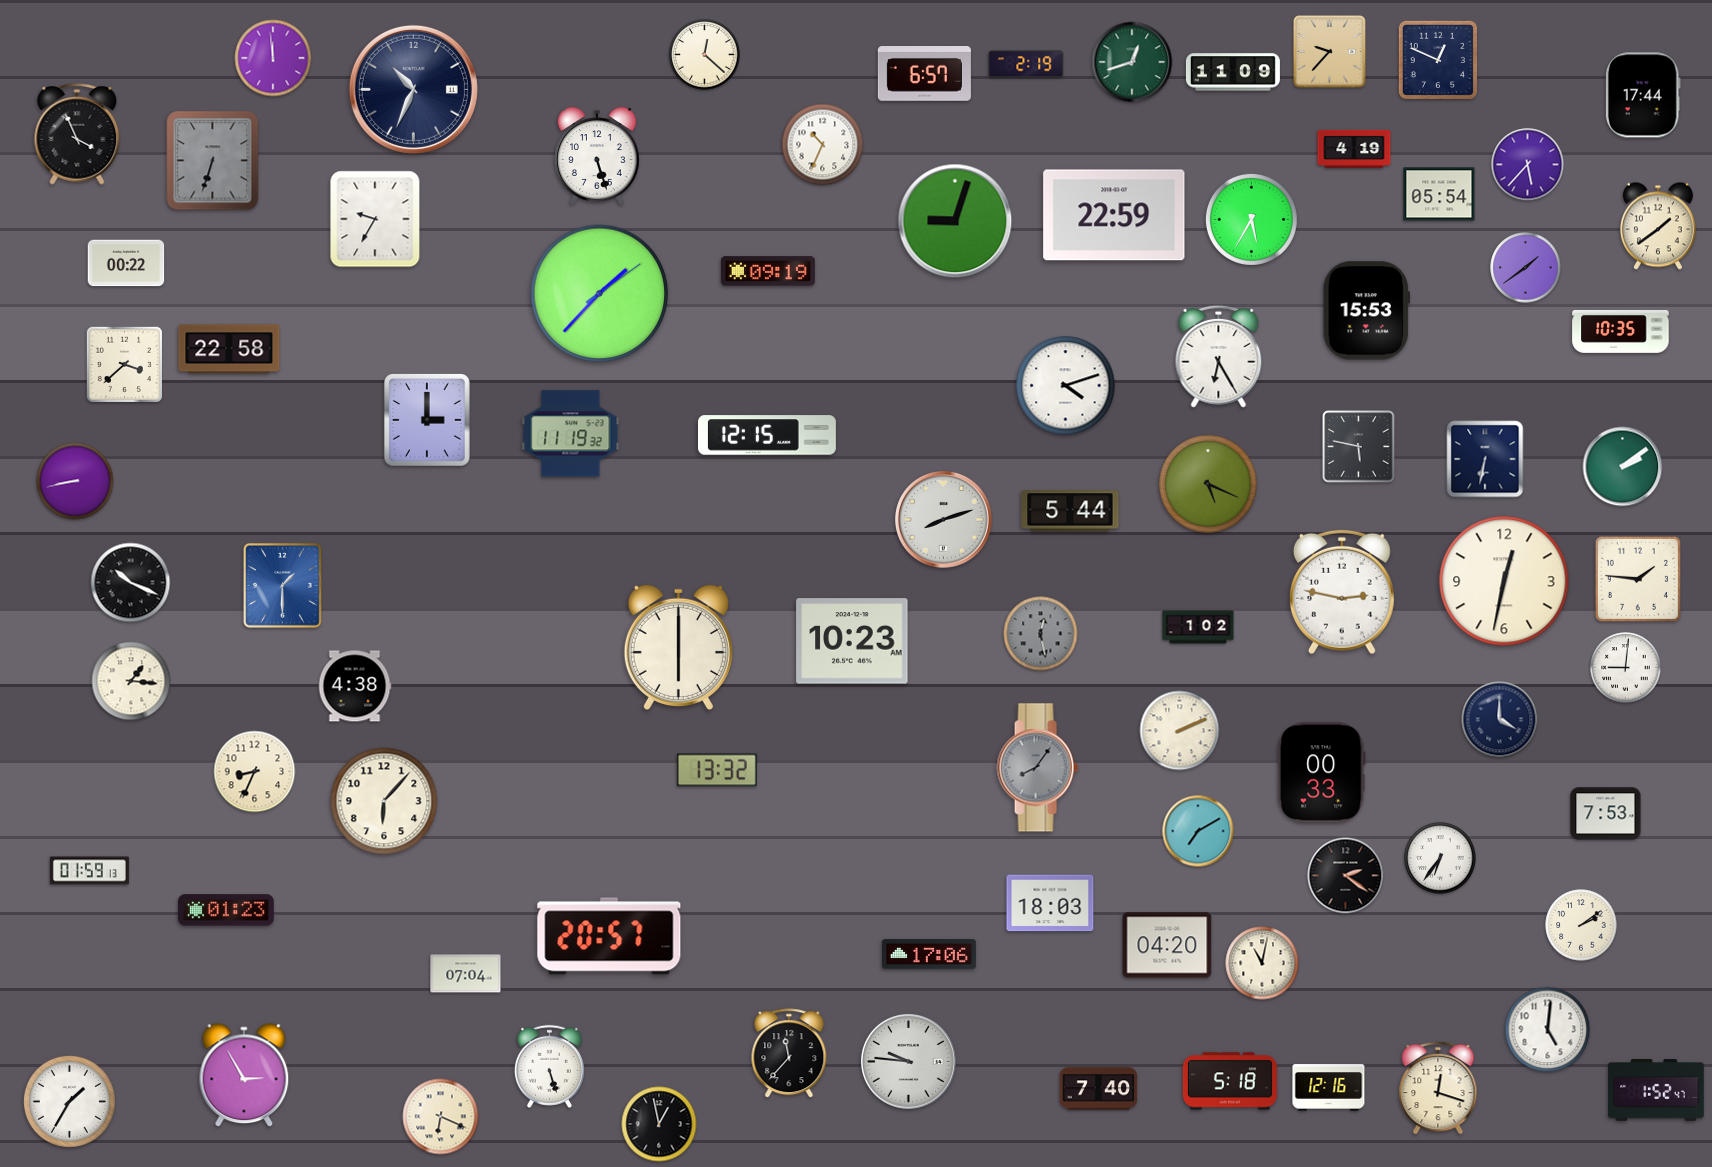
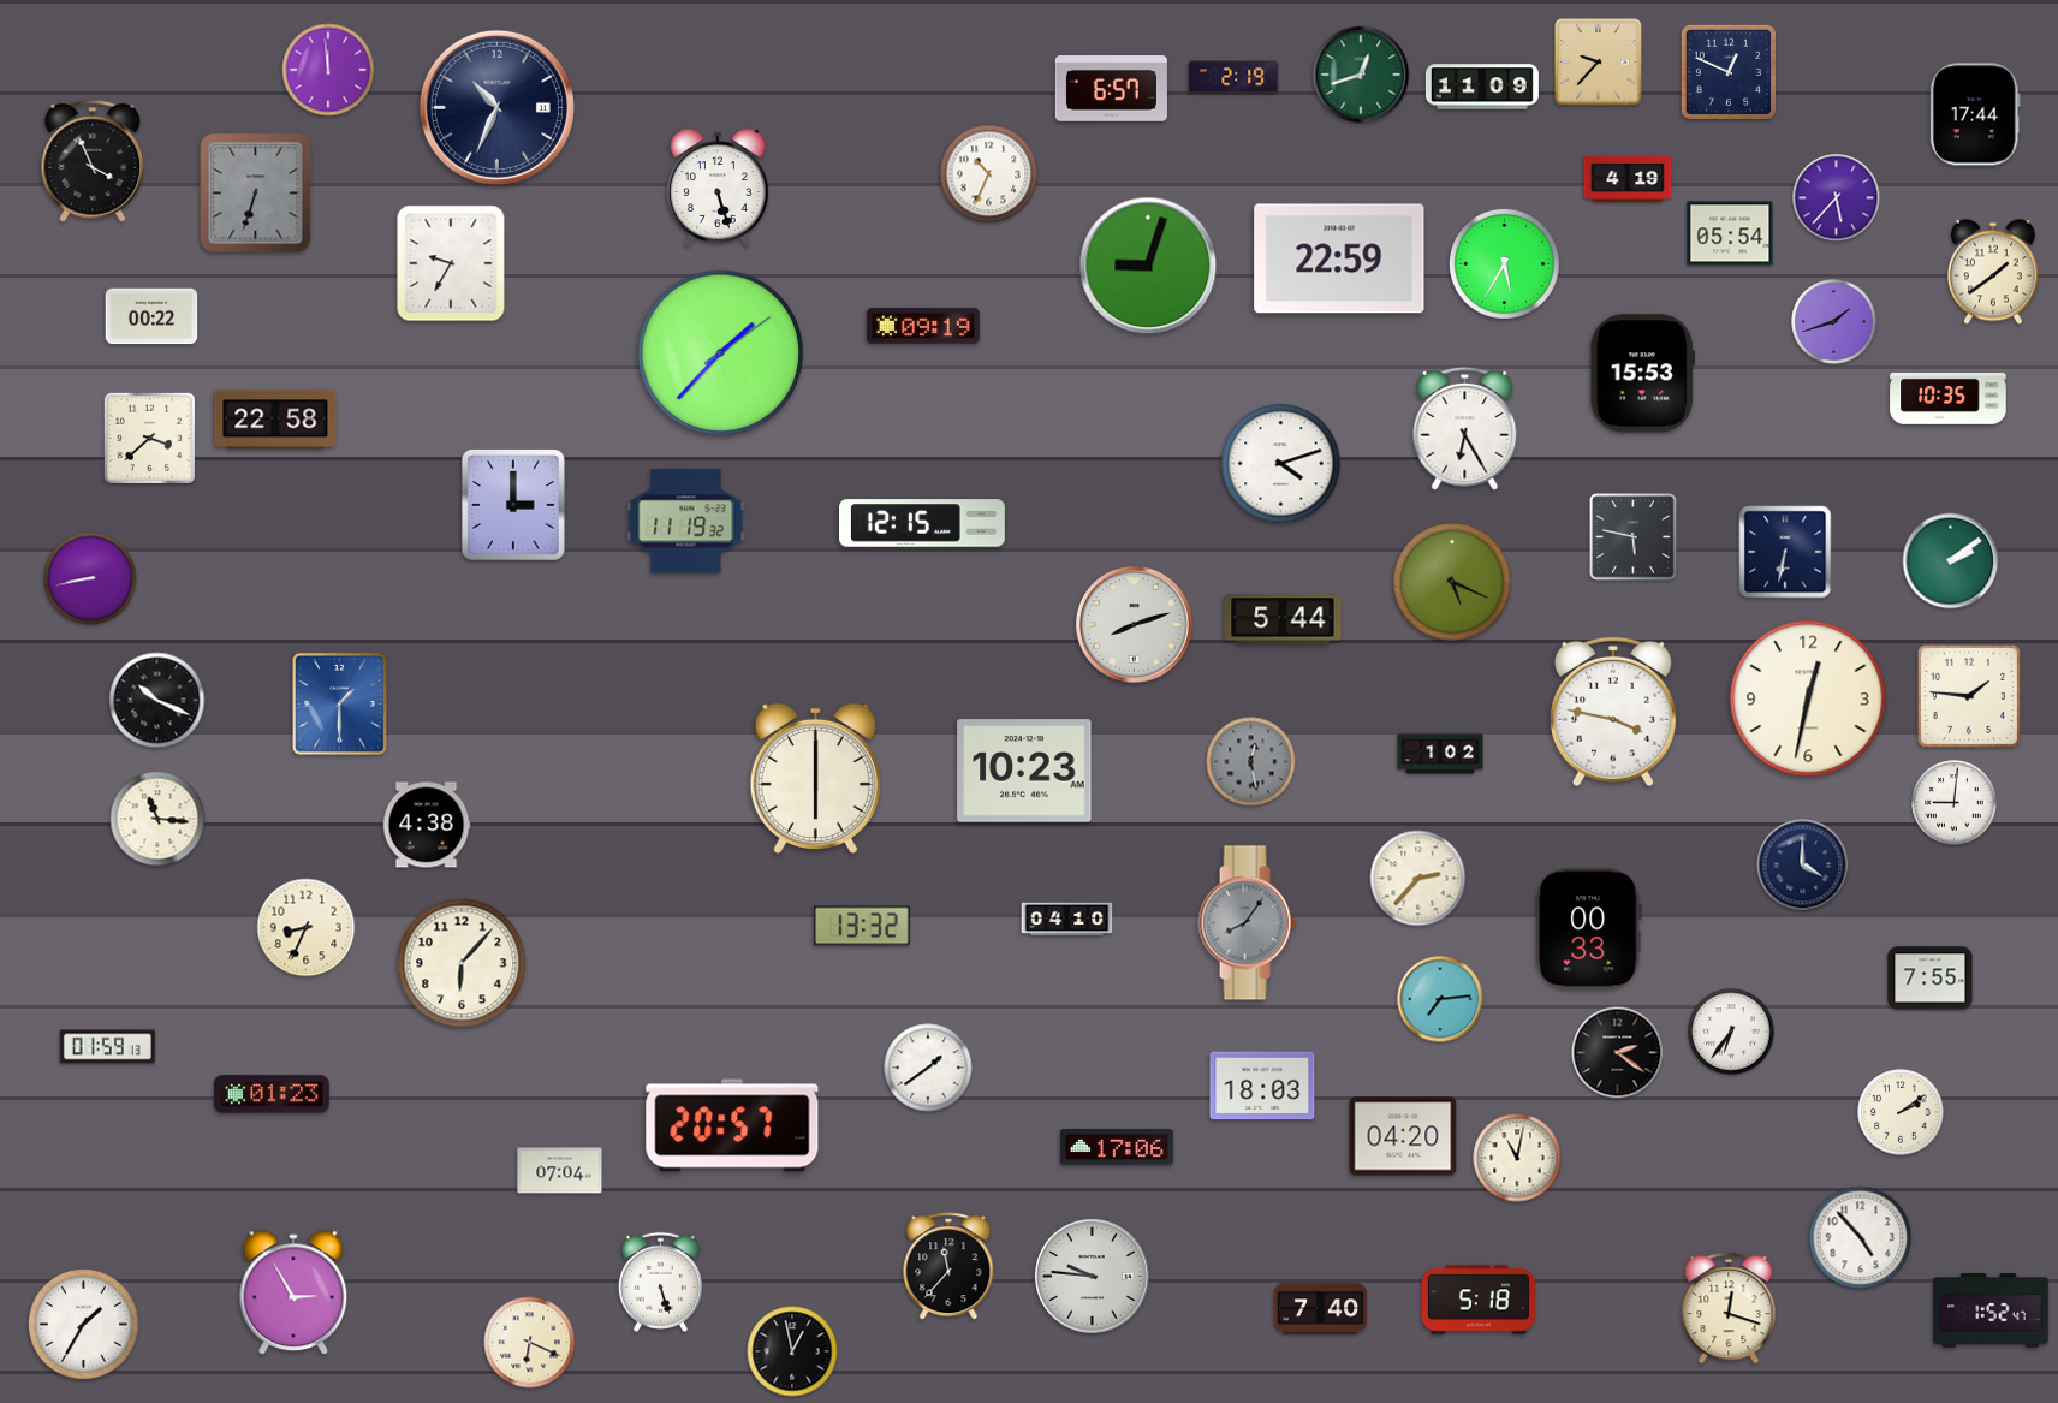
clock at (705, 55): 12:22 -> none
clock at (1526, 268): 1:39 -> 1:42
clock at (1070, 511) position: (1070, 511) -> (1283, 619)
clock at (1342, 592): 2:47 -> 3:47
clock at (131, 681): 1:16 -> 11:16
clock at (1180, 731): 2:11 -> 2:37
clock at (1067, 920): none -> 04:10
clock at (1606, 814): 7:53 -> 7:55
clock at (1198, 831): 7:10 -> 7:14
clock at (928, 1068): none -> 1:39
clock at (1548, 1030): 5:01 -> 4:53
clock at (1329, 1088): 12:16 -> none
